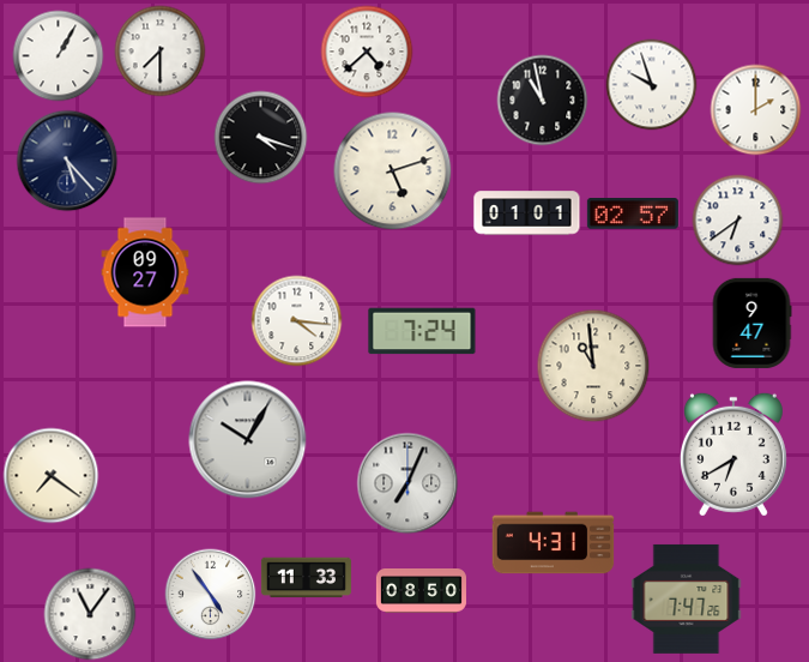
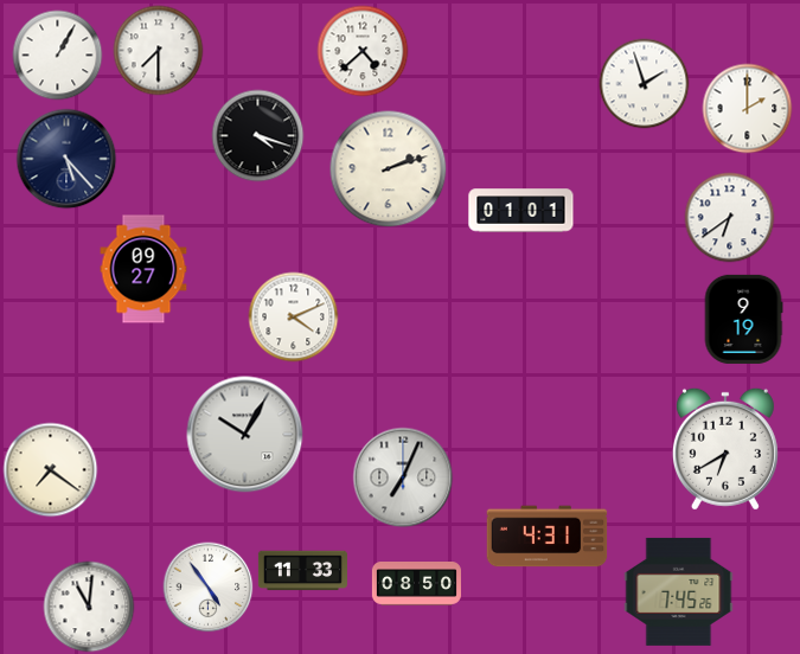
clock at (652, 85): 9:57 -> 1:57
clock at (543, 101): 10:58 -> none
clock at (393, 171): 5:12 -> 2:12
clock at (633, 215): 02:57 -> none
clock at (297, 321): 4:16 -> 4:11
clock at (751, 323): 9:47 -> 9:19
clock at (422, 331): 7:24 -> none
clock at (593, 366): 10:59 -> none
clock at (687, 598): 7:47 -> 7:45
clock at (90, 614): 11:06 -> 11:01
